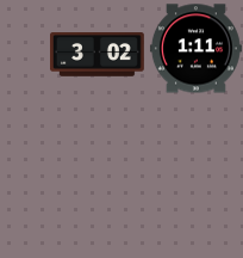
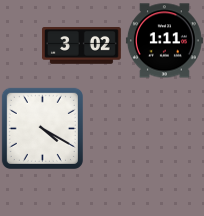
clock at (42, 128): none -> 4:20
